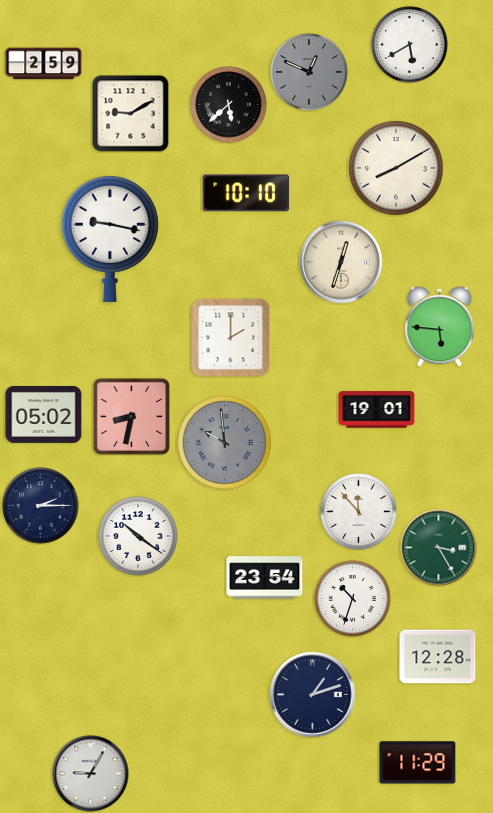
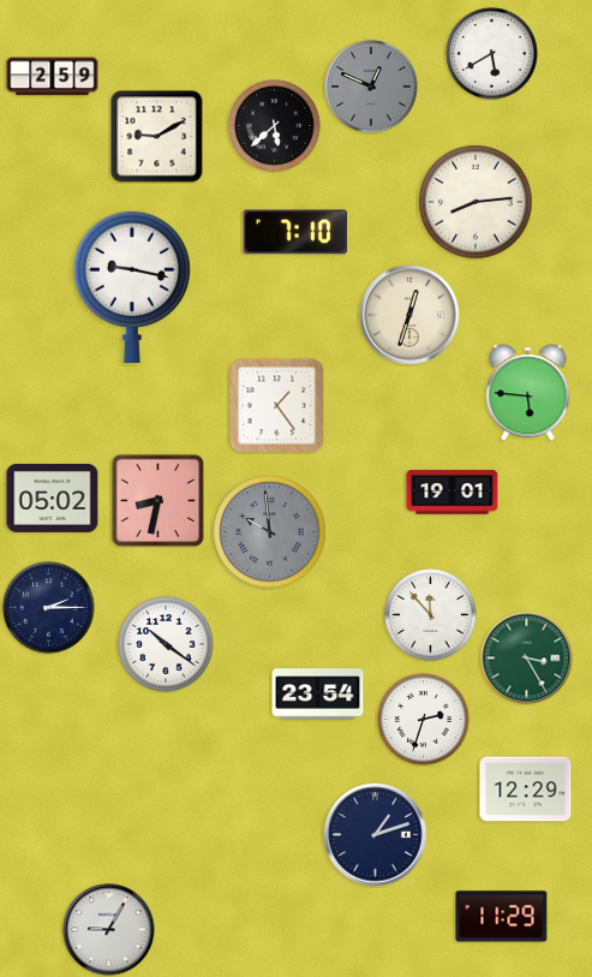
clock at (396, 168): 8:10 -> 8:14
clock at (245, 193): 10:10 -> 7:10
clock at (230, 337): 2:00 -> 1:24
clock at (353, 599): 10:33 -> 2:33
clock at (438, 657): 12:28 -> 12:29
